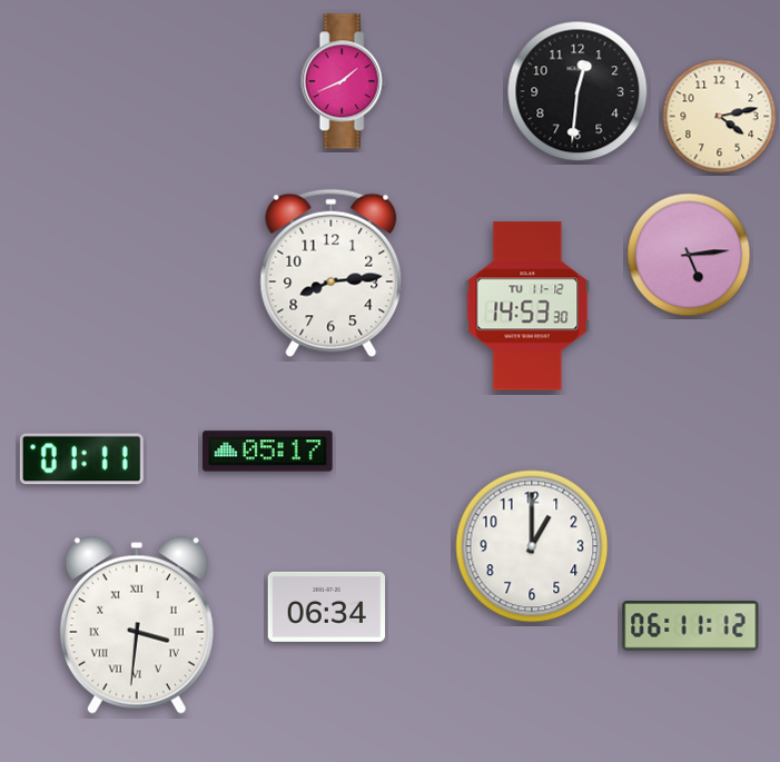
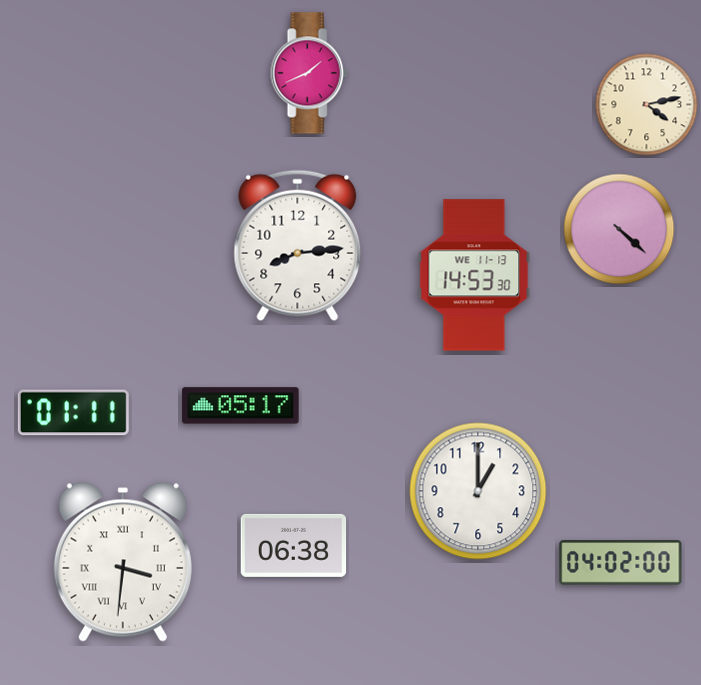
clock at (577, 91): 12:31 -> none
clock at (689, 255): 5:14 -> 4:22
clock at (527, 306) date: TU 11-12 -> WE 11-13
clock at (327, 606): 06:34 -> 06:38
clock at (691, 626): 06:11 -> 04:02
